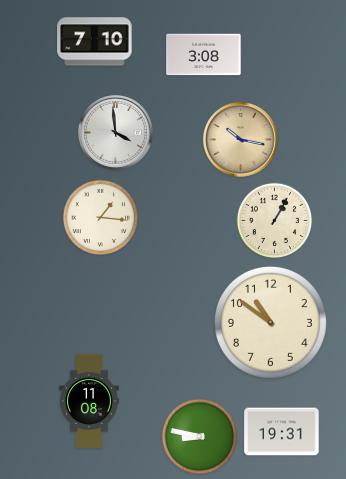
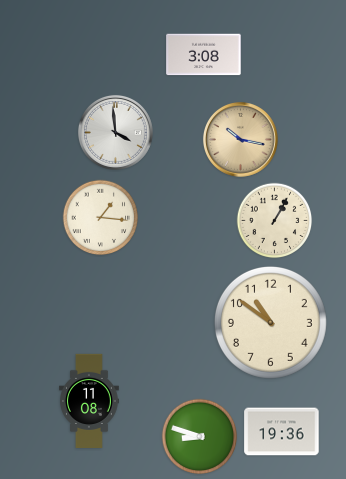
clock at (95, 42): 7:10 -> none
clock at (282, 432): 19:31 -> 19:36
clock at (200, 437): 8:47 -> 8:48
